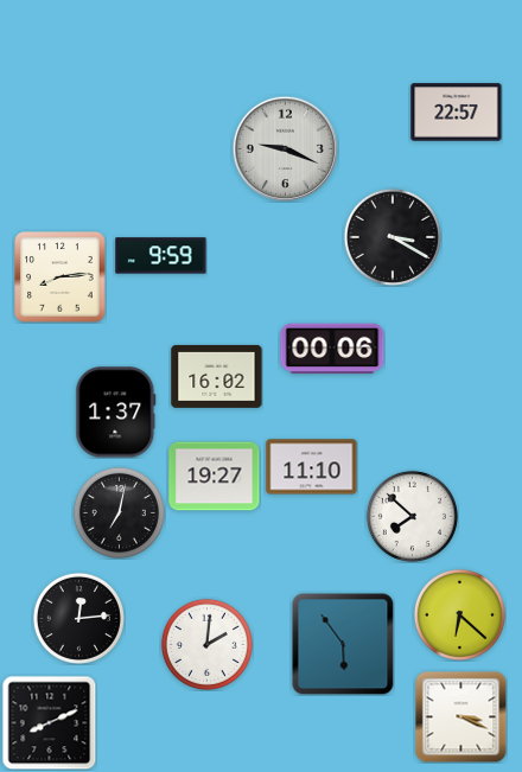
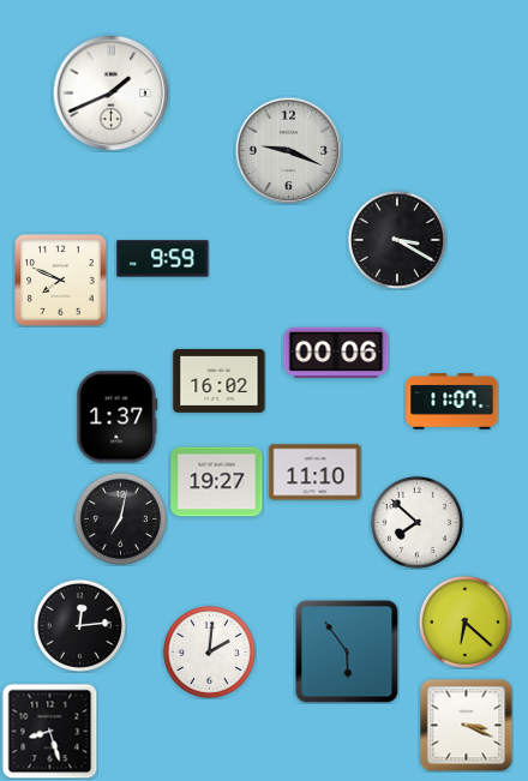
clock at (112, 94): none -> 1:41
clock at (457, 113): 22:57 -> none
clock at (61, 277): 8:14 -> 7:49
clock at (452, 402): none -> 11:07
clock at (49, 722): 8:11 -> 8:27
